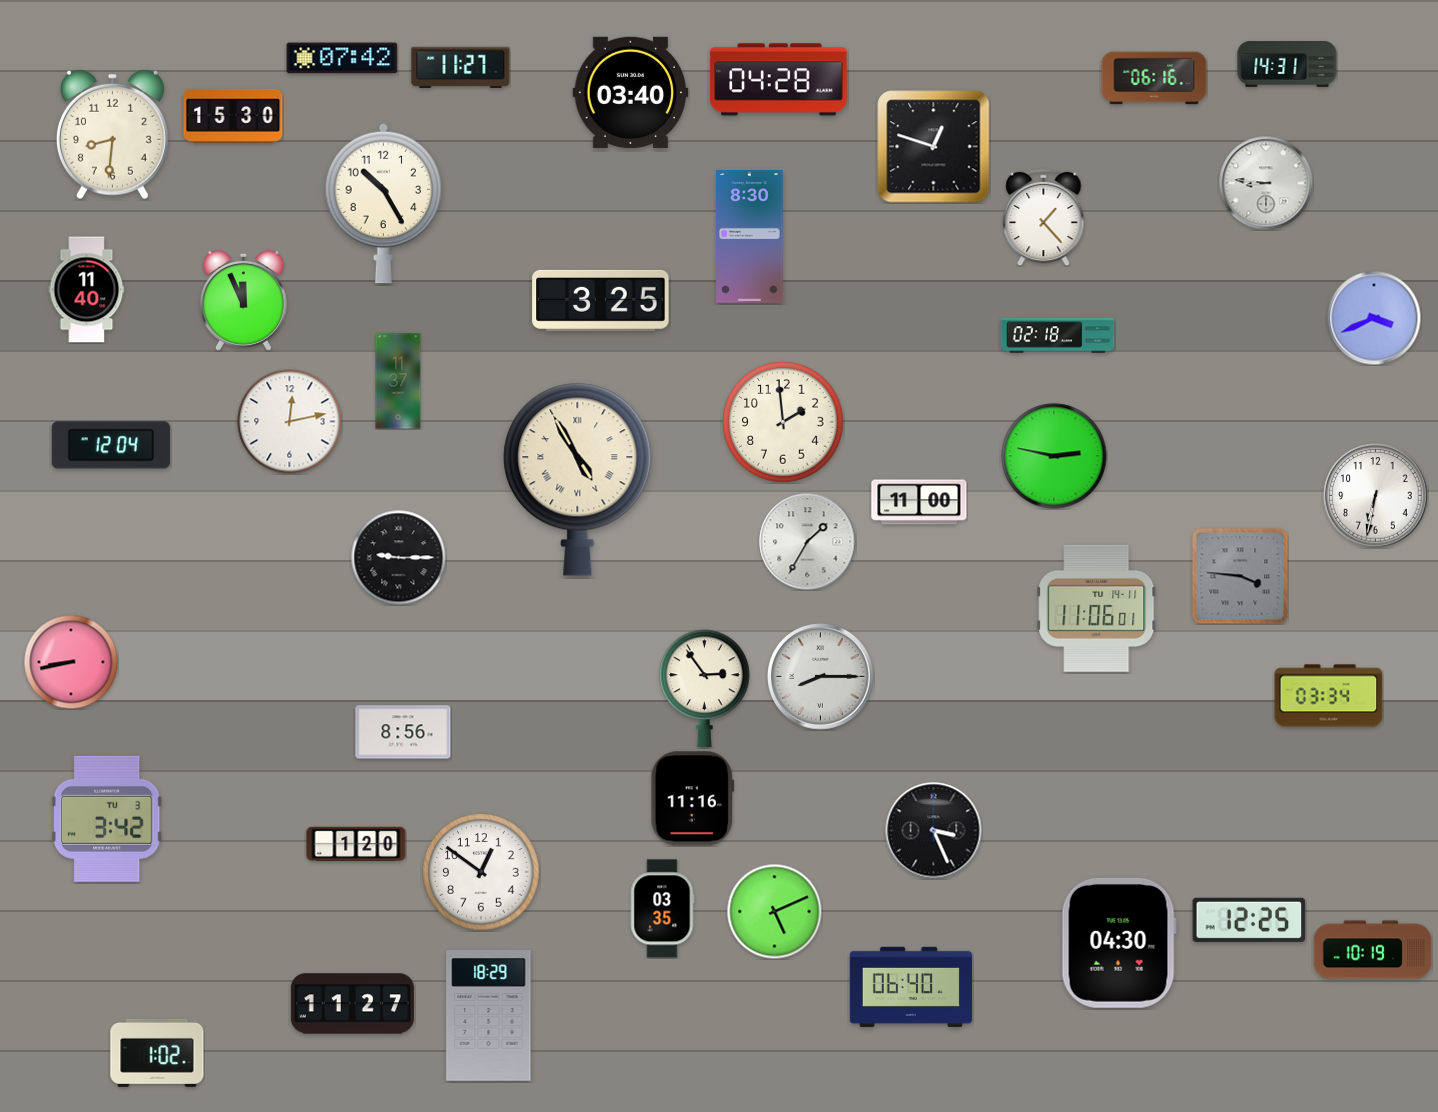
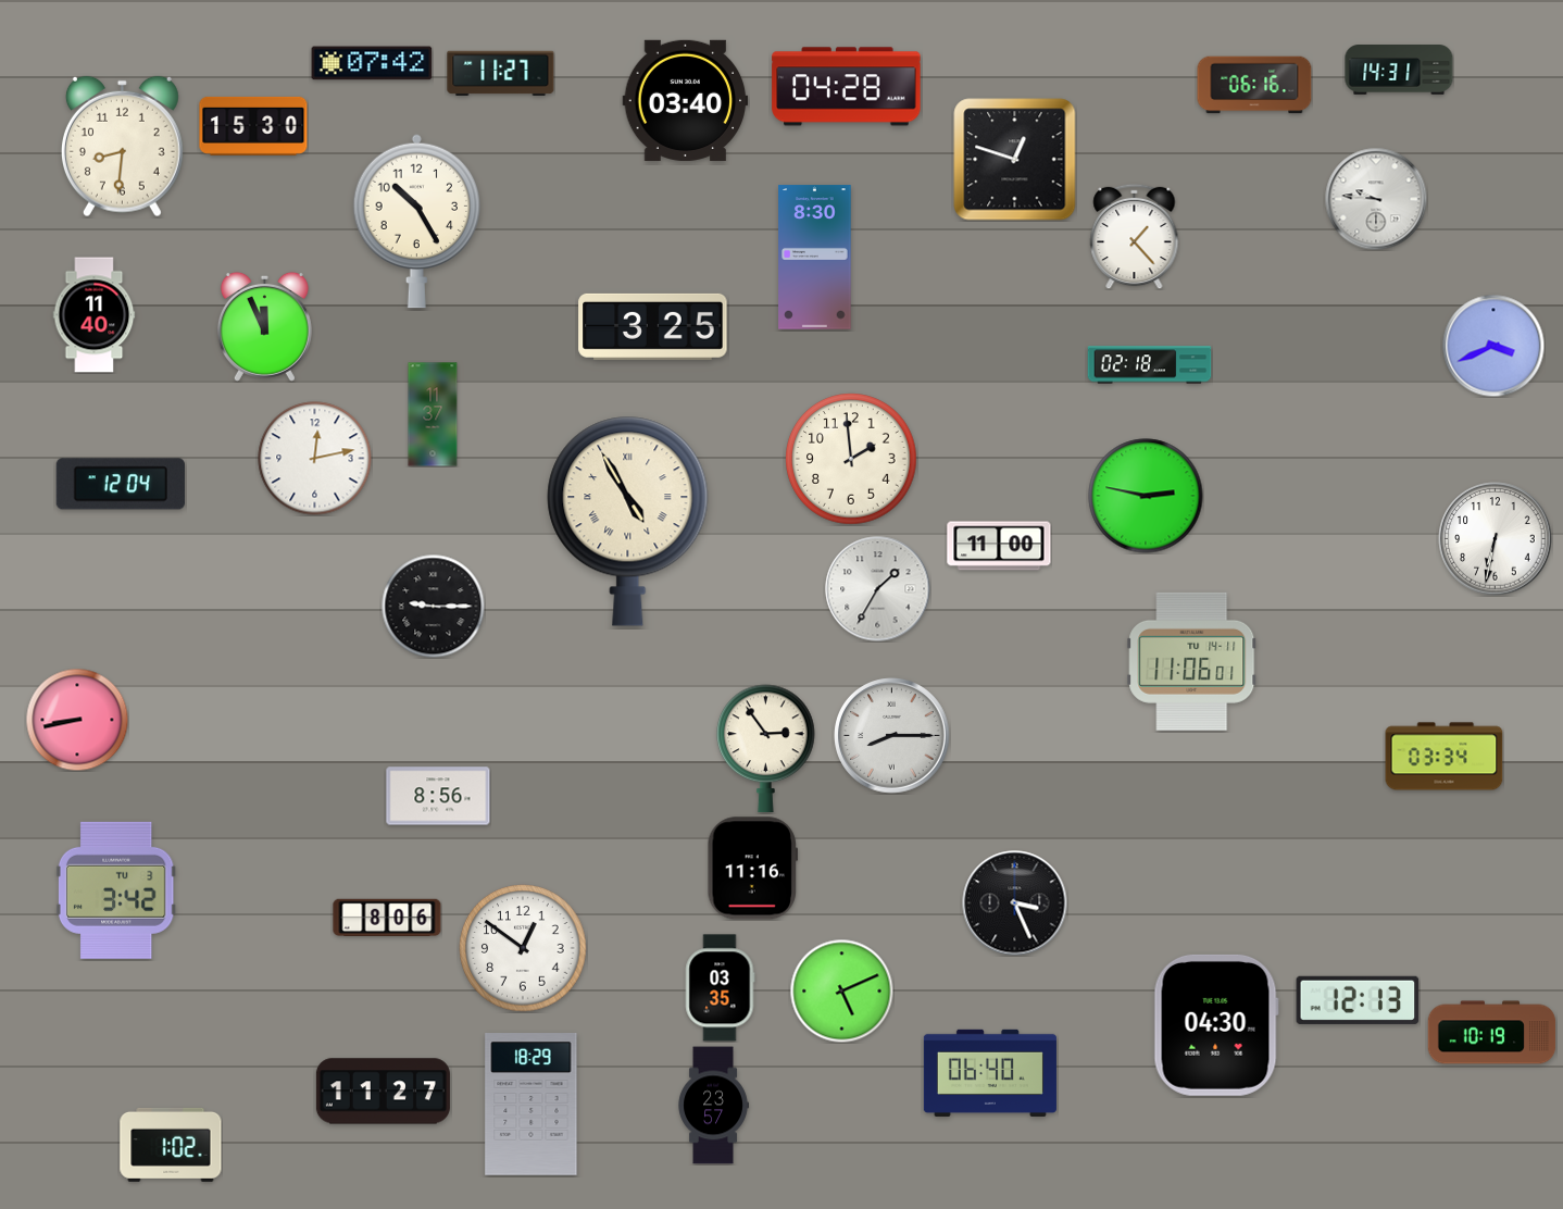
clock at (1266, 183): 8:46 -> 9:46
clock at (1240, 576): 3:46 -> none
clock at (356, 844): 1:20 -> 8:06
clock at (1249, 920): 12:25 -> 12:13
clock at (713, 1106): none -> 23:57
